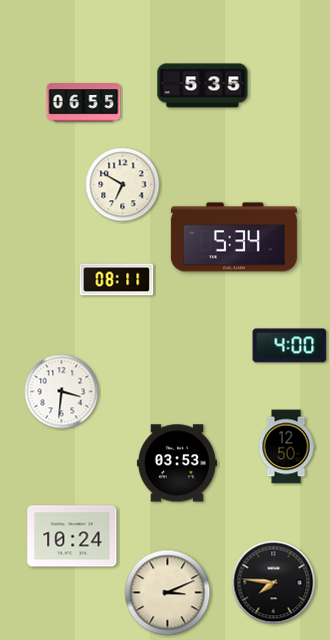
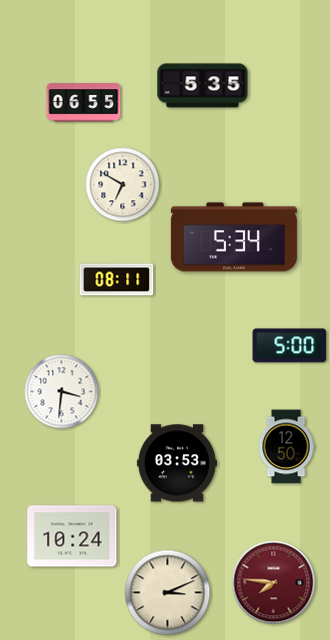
clock at (290, 346): 4:00 -> 5:00
clock at (274, 583) dial: black -> burgundy
